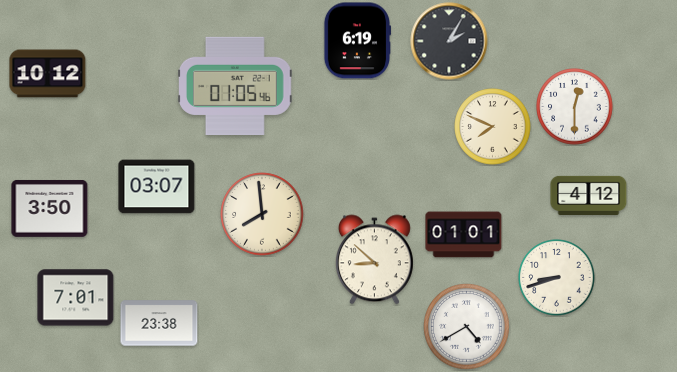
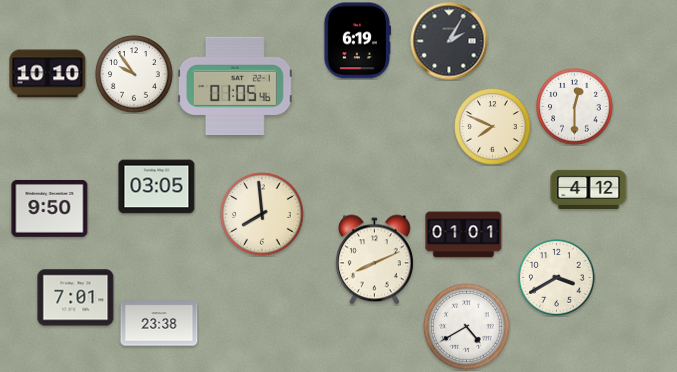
clock at (48, 74): 10:12 -> 10:10
clock at (134, 74): none -> 9:54
clock at (157, 187): 03:07 -> 03:05
clock at (589, 195) position: (589, 195) -> (589, 189)
clock at (50, 208): 3:50 -> 9:50
clock at (374, 260): 8:52 -> 8:11
clock at (557, 278): 8:42 -> 3:40
